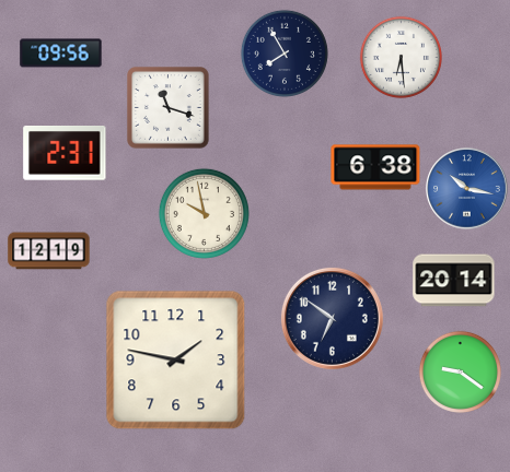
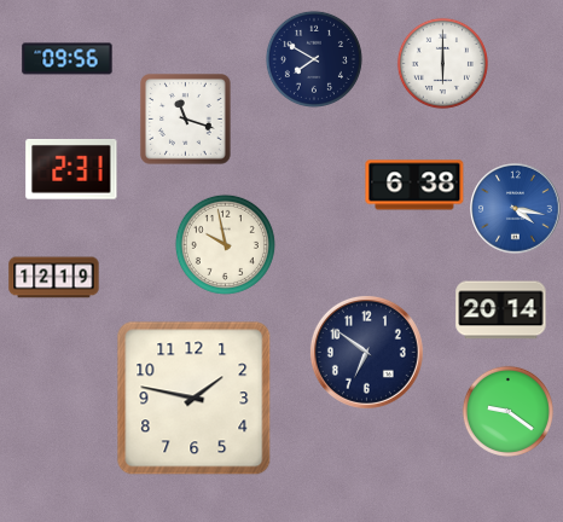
clock at (285, 54): 7:55 -> 7:50
clock at (401, 57): 6:29 -> 6:00
clock at (467, 189): 10:17 -> 4:17
clock at (204, 213) position: (204, 213) -> (225, 244)
